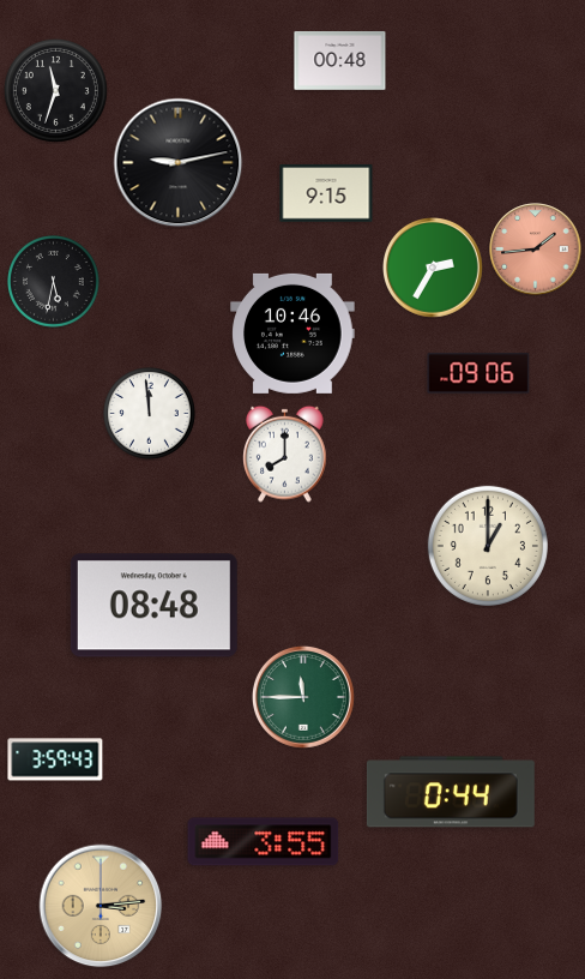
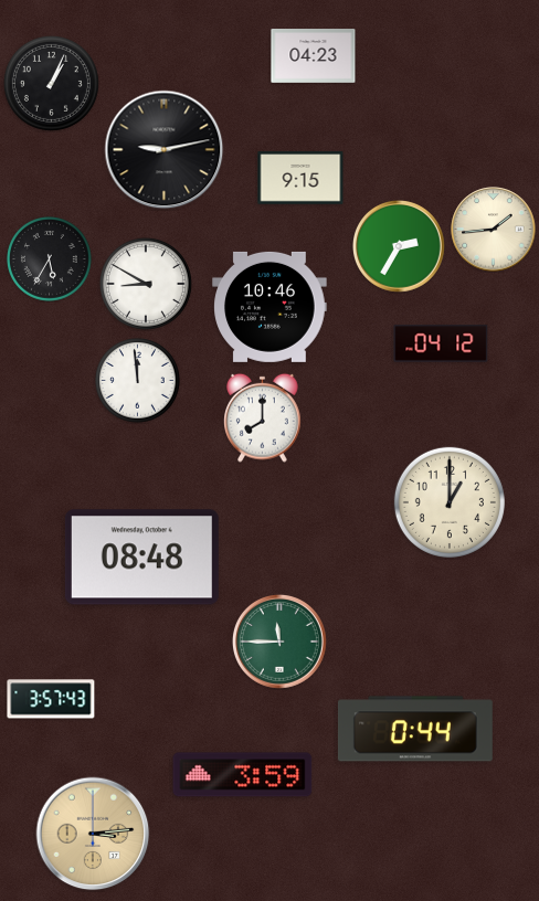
clock at (340, 61): 00:48 -> 04:23
clock at (55, 90): 11:33 -> 1:04
clock at (536, 250) dial: salmon -> cream
clock at (54, 282): 5:32 -> 5:35
clock at (146, 284): none -> 8:50
clock at (478, 373): 09:06 -> 04:12
clock at (55, 759): 3:59 -> 3:57
clock at (264, 842): 3:55 -> 3:59
